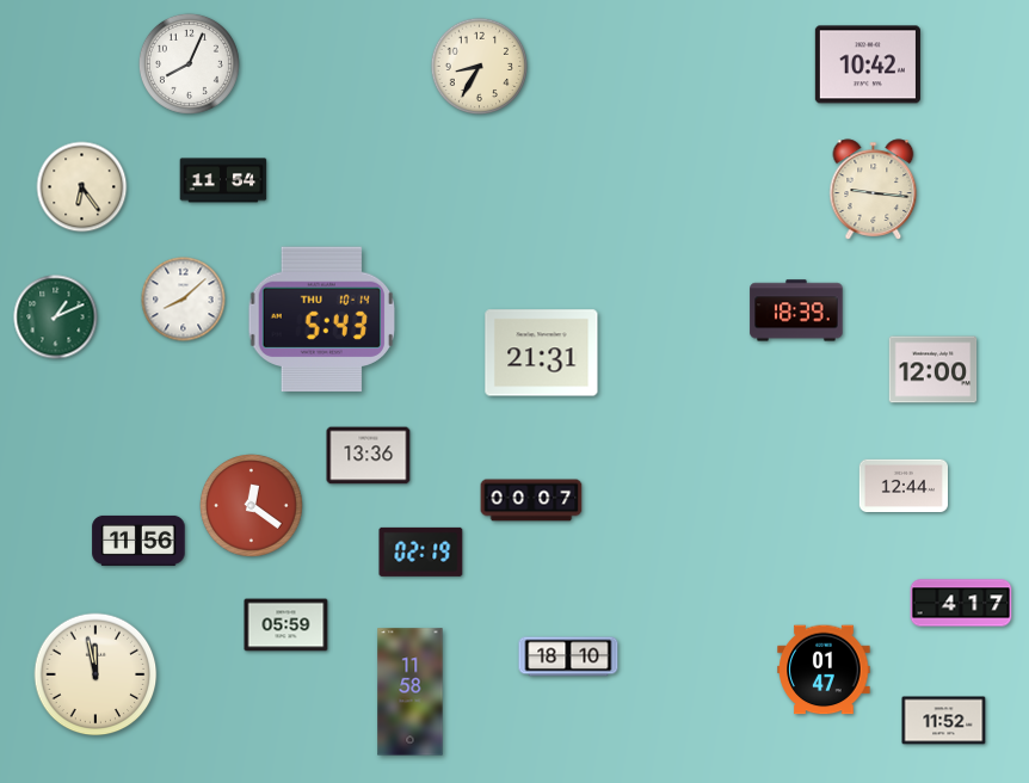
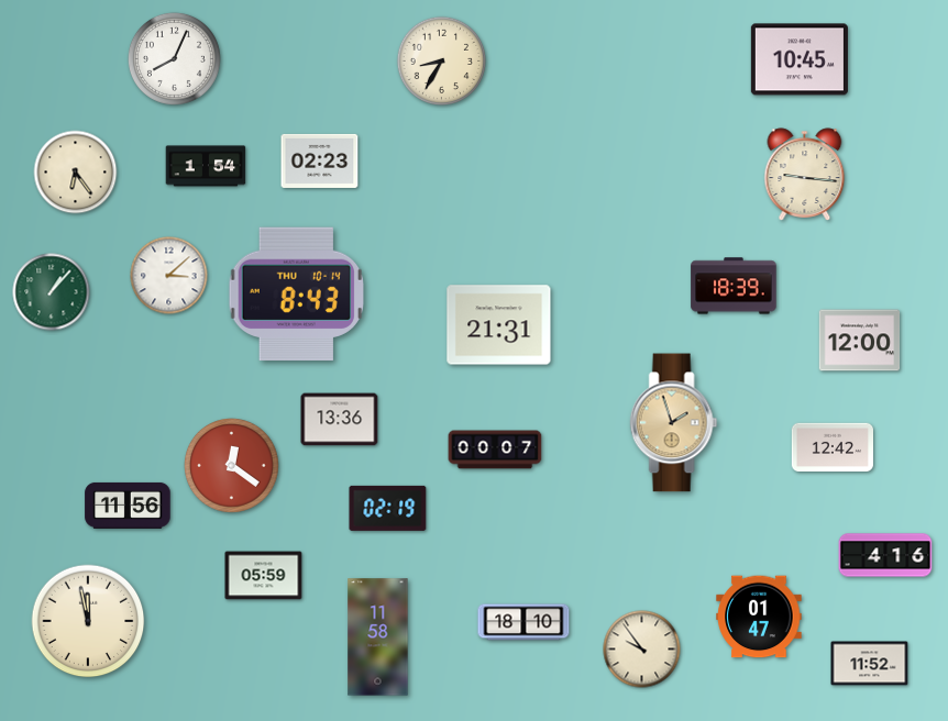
clock at (868, 64): 10:42 -> 10:45
clock at (320, 160): none -> 02:23
clock at (223, 180): 11:54 -> 1:54
clock at (184, 300): 8:08 -> 3:08
clock at (56, 317): 1:11 -> 1:07
clock at (321, 320): 5:43 -> 8:43
clock at (674, 423): none -> 1:57
clock at (902, 486): 12:44 -> 12:42
clock at (531, 500) position: (531, 500) -> (495, 450)
clock at (138, 541) position: (138, 541) -> (128, 506)
clock at (961, 603): 4:17 -> 4:16
clock at (568, 656) position: (568, 656) -> (523, 622)
clock at (642, 650): none -> 9:54
